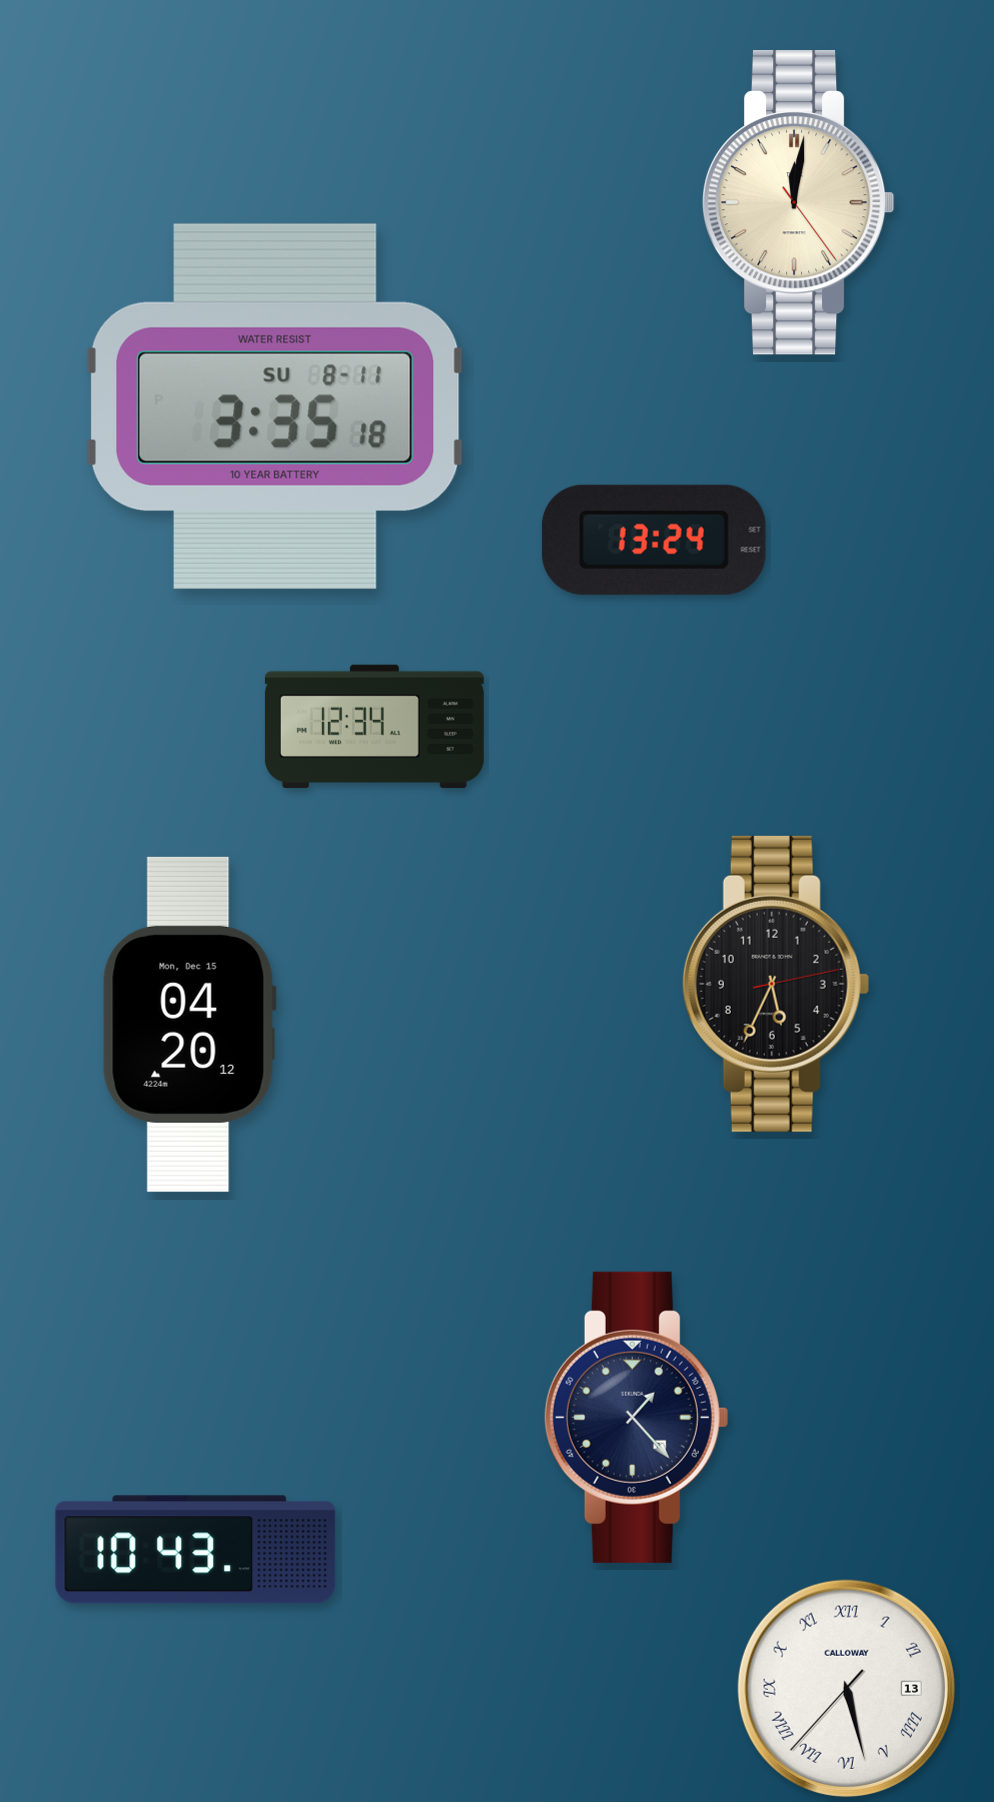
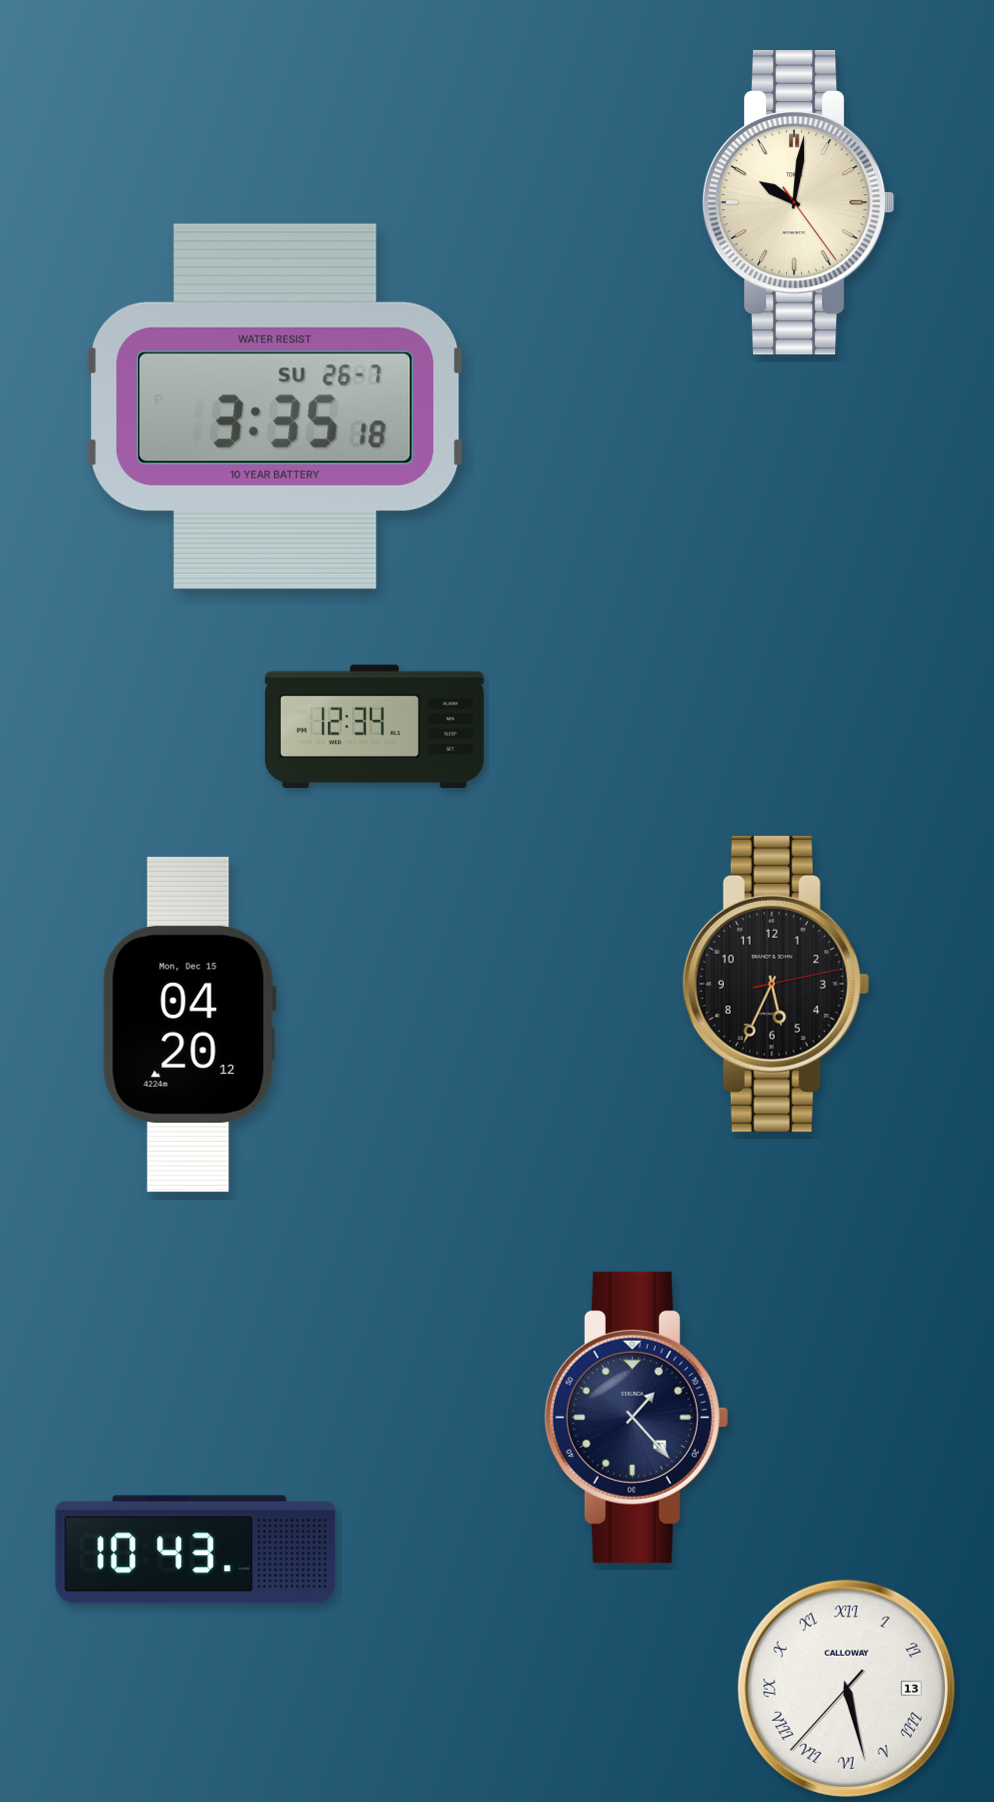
clock at (798, 202): 12:01 -> 10:01
clock at (275, 406) date: SU 8-11 -> SU 26-7
clock at (654, 540): 13:24 -> none
